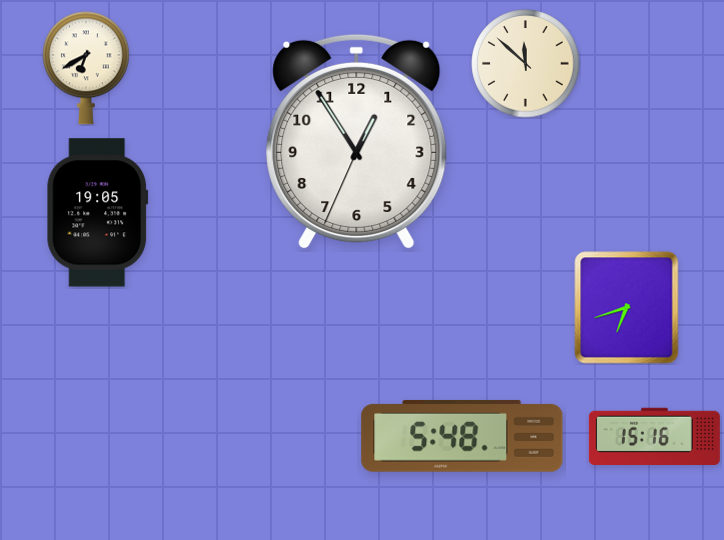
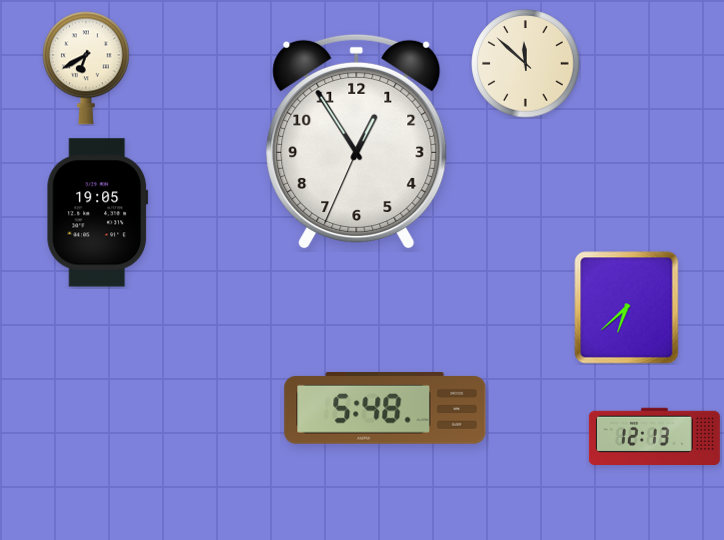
clock at (627, 308): 6:42 -> 6:38
clock at (462, 436) position: (462, 436) -> (385, 408)
clock at (654, 436): 15:16 -> 12:13
